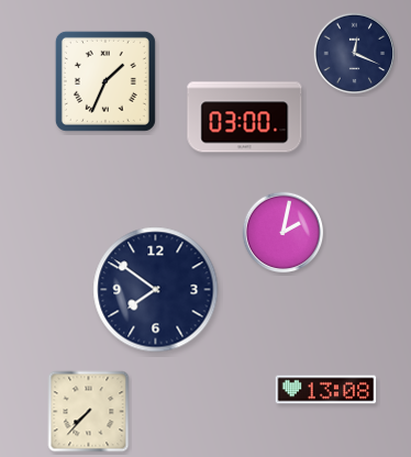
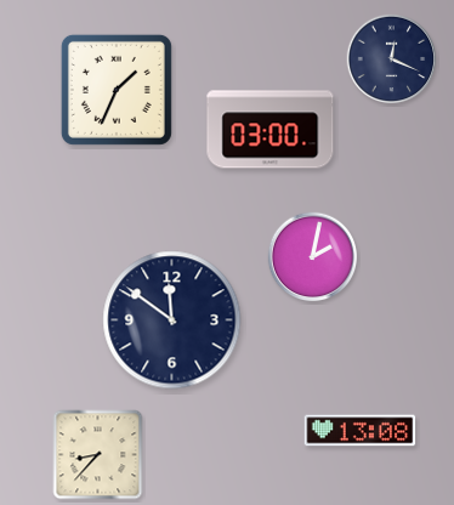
clock at (156, 290): 7:51 -> 11:51
clock at (89, 412): 7:37 -> 8:37
